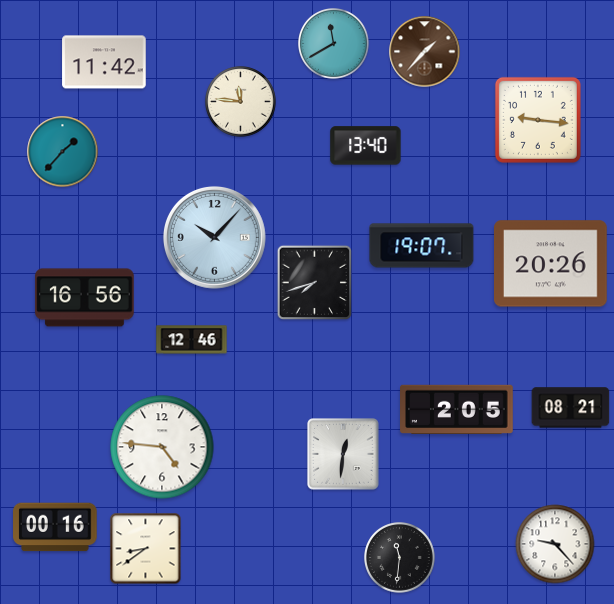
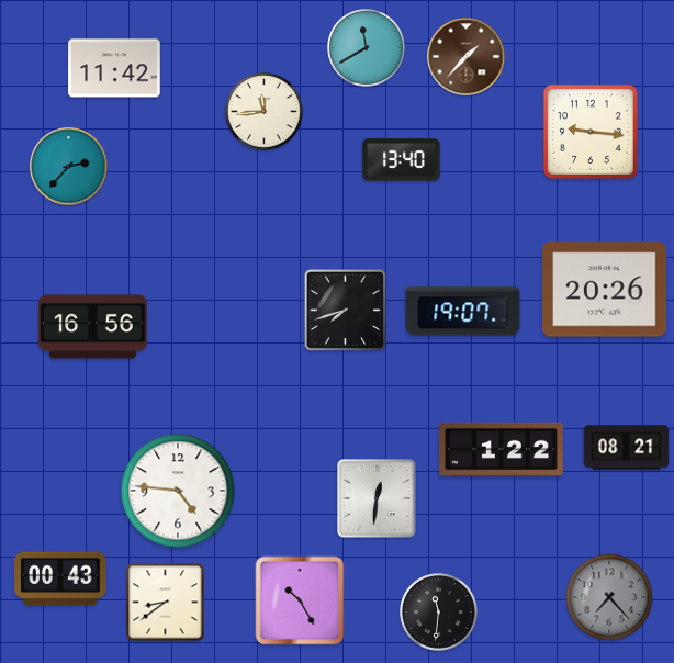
clock at (241, 102): 11:46 -> 11:44
clock at (63, 152): 1:37 -> 2:37
clock at (214, 237): 10:07 -> none
clock at (422, 246) position: (422, 246) -> (463, 312)
clock at (192, 340): 12:46 -> none
clock at (457, 410): 2:05 -> 1:22
clock at (55, 527): 00:16 -> 00:43
clock at (555, 544): 9:23 -> 7:23
clock at (555, 544) dial: white -> grey
clock at (300, 600): none -> 10:25
clock at (146, 549) position: (146, 549) -> (166, 603)
